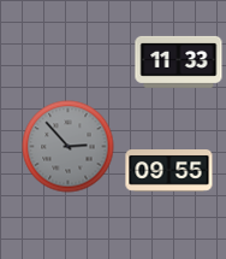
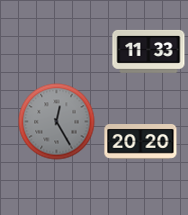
clock at (69, 147): 2:53 -> 12:25
clock at (169, 171): 09:55 -> 20:20
